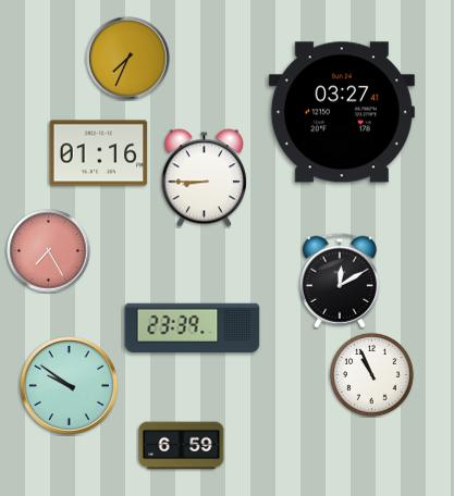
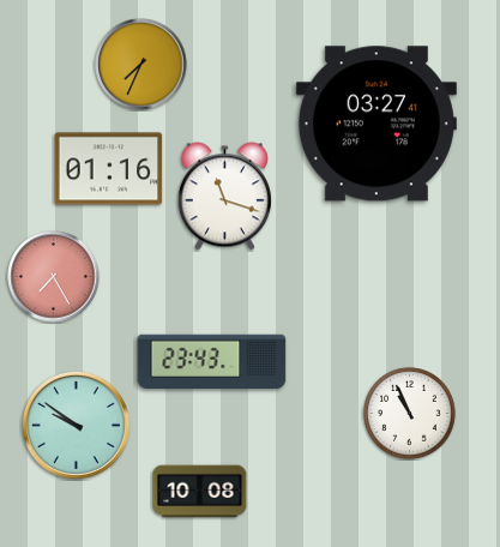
clock at (204, 178): 8:45 -> 11:18
clock at (340, 281): 12:10 -> none
clock at (193, 328): 23:39 -> 23:43
clock at (182, 446): 6:59 -> 10:08
